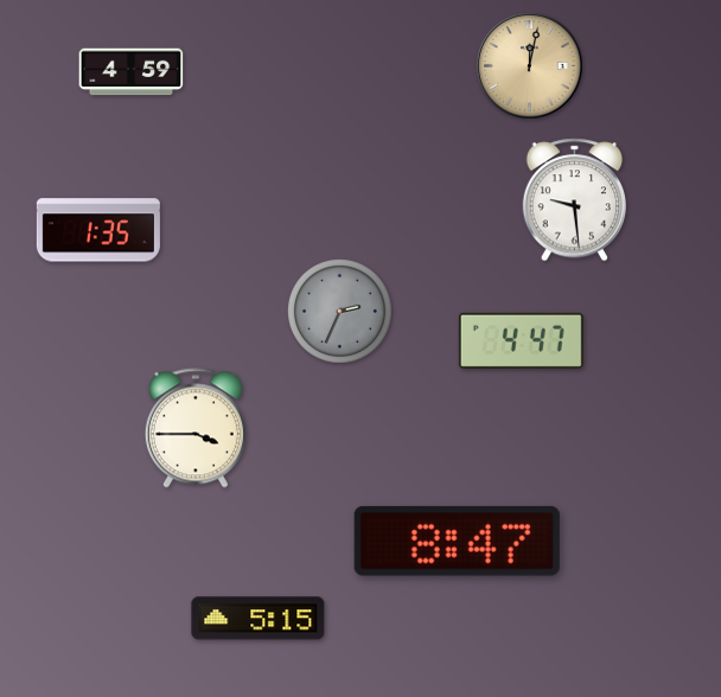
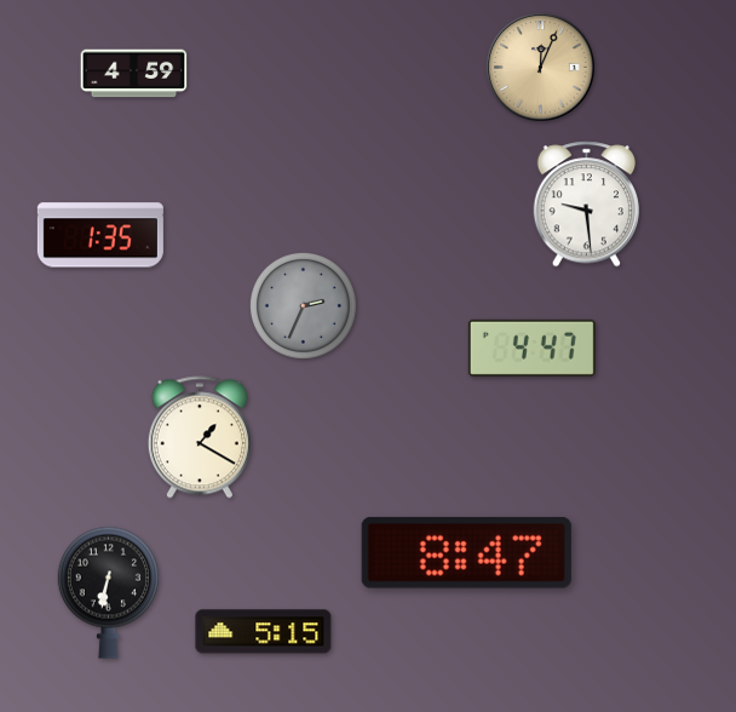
clock at (530, 66): 12:02 -> 12:04
clock at (339, 311) position: (339, 311) -> (303, 305)
clock at (196, 428): 3:45 -> 1:20
clock at (108, 592): none -> 6:32
